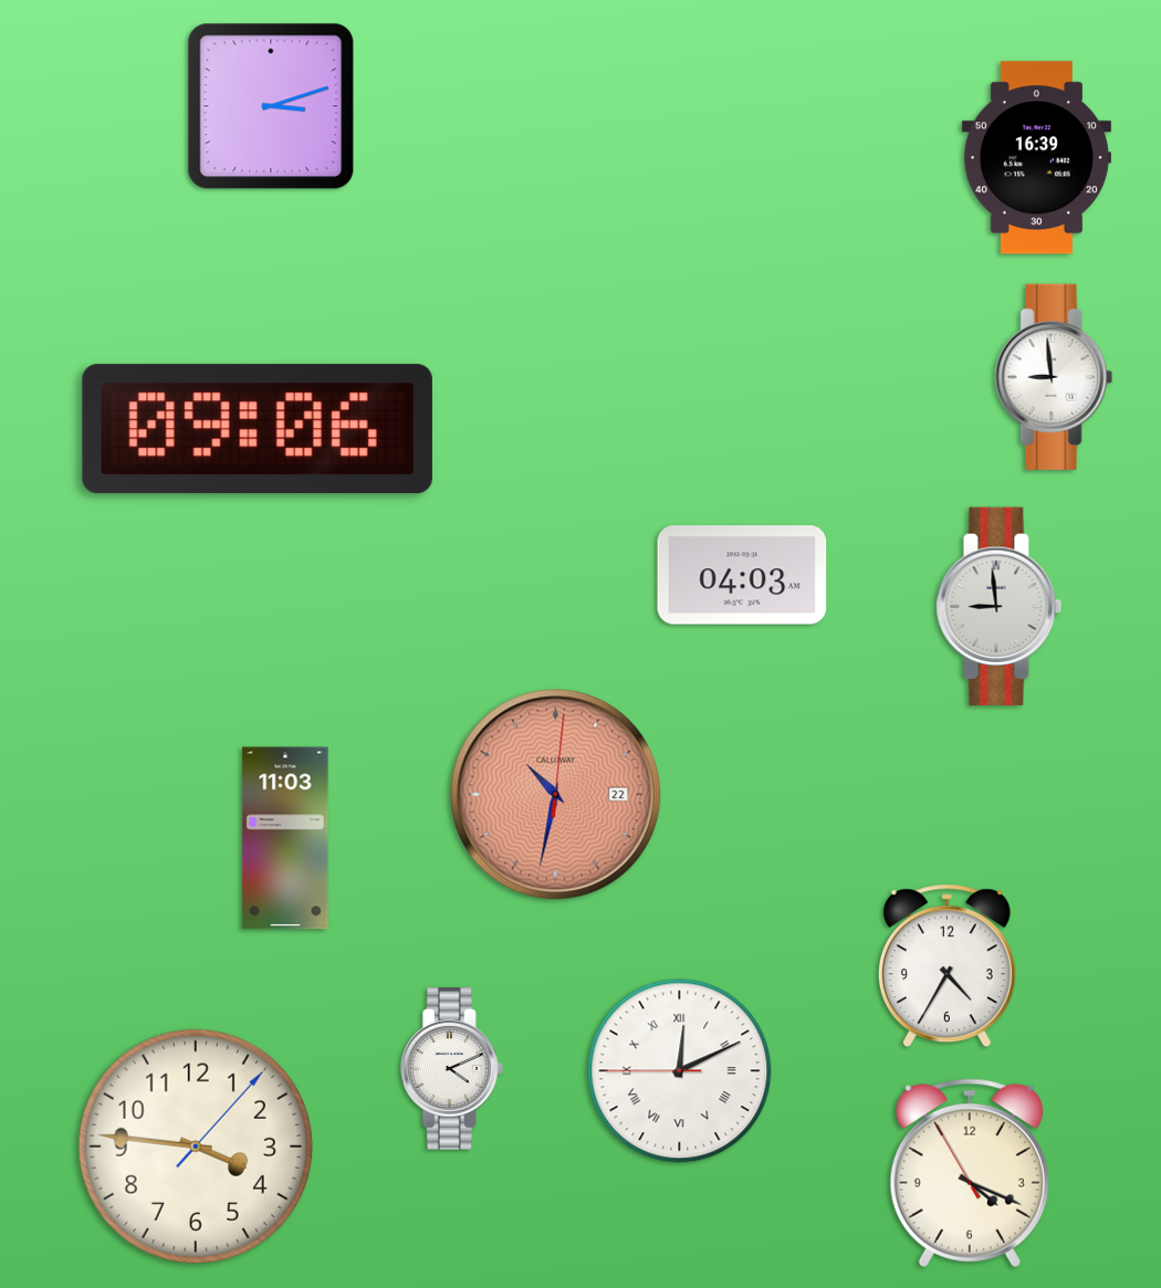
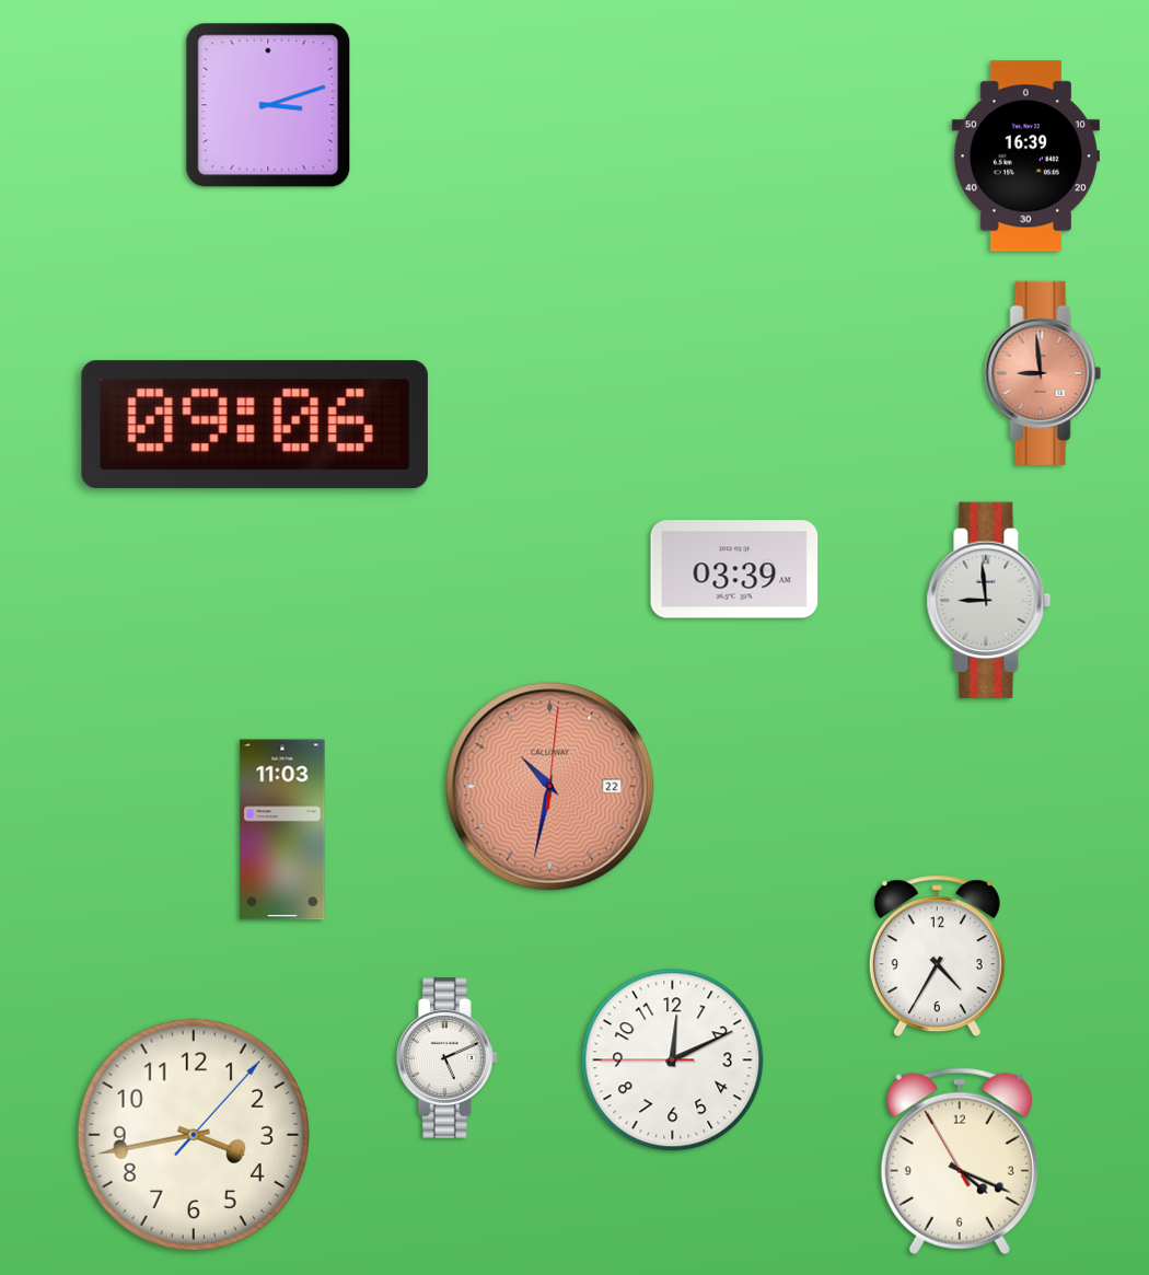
clock at (1054, 377) dial: white -> salmon
clock at (742, 575): 04:03 -> 03:39
clock at (451, 1069): 4:11 -> 5:11
clock at (680, 1071) numerals: Roman -> Arabic
clock at (196, 1146): 3:46 -> 3:43
